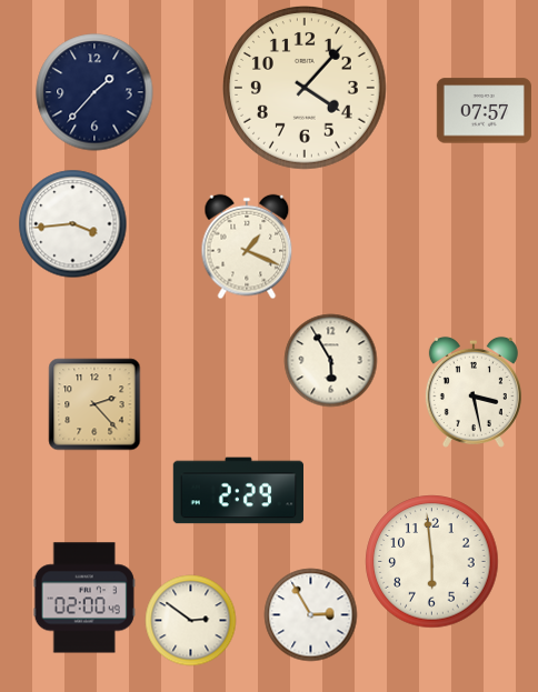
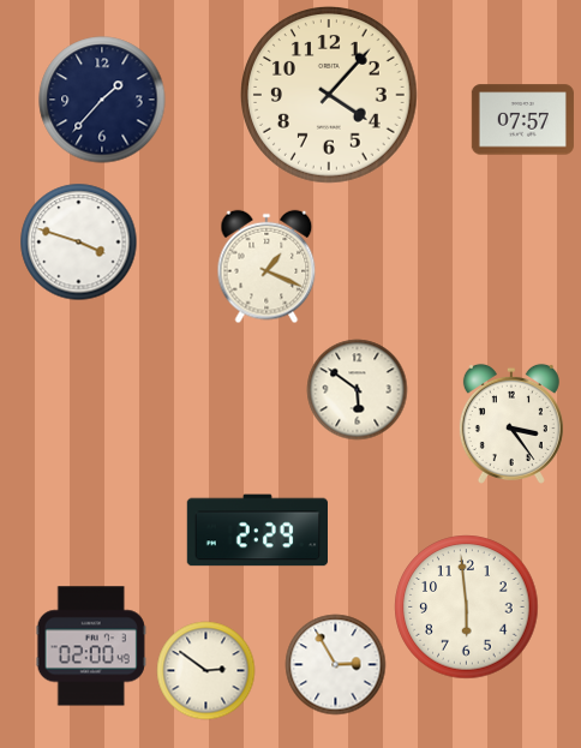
clock at (73, 224): 3:44 -> 3:48
clock at (331, 361): 5:55 -> 5:51
clock at (474, 392): 3:28 -> 3:24
clock at (94, 404): 2:23 -> none
